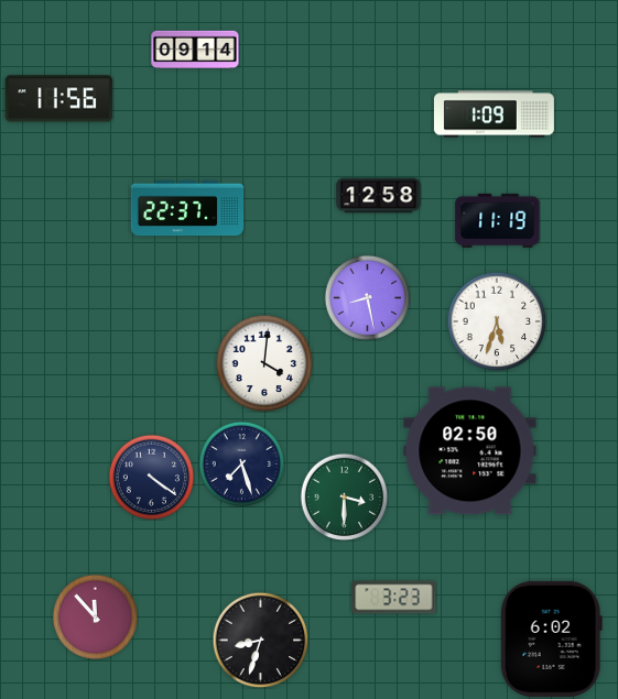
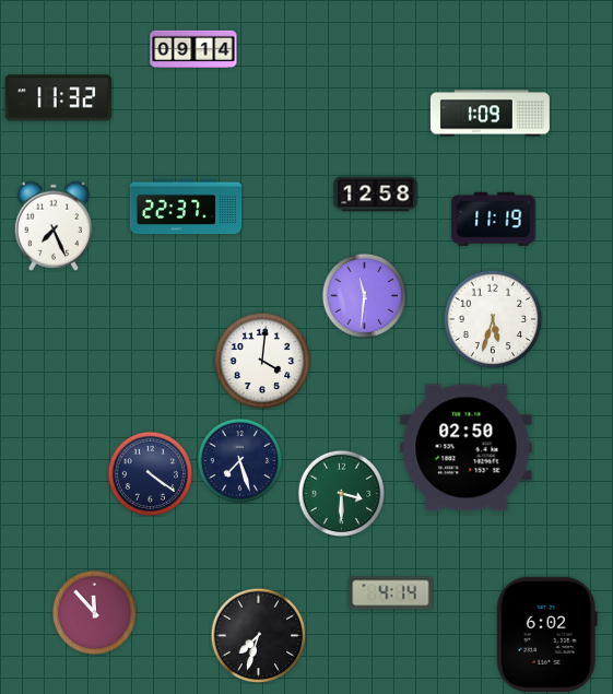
clock at (59, 99): 11:56 -> 11:32
clock at (52, 226): none -> 7:26
clock at (367, 297): 8:28 -> 11:31
clock at (394, 598): 3:23 -> 4:14
clock at (260, 640): 8:33 -> 7:33
